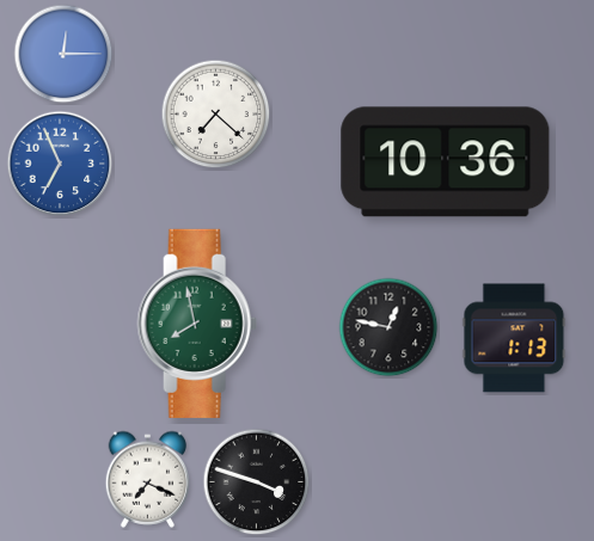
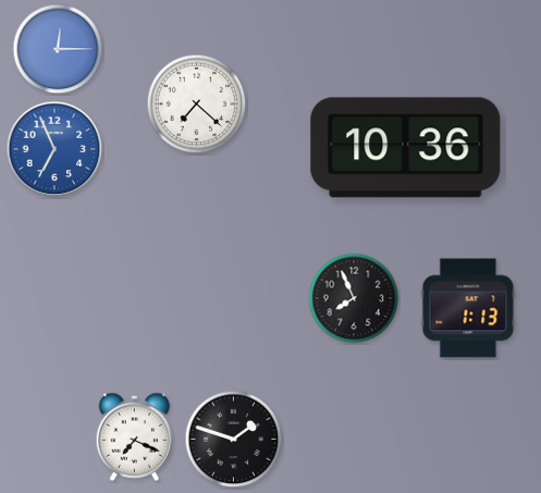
clock at (197, 324): 7:58 -> none
clock at (388, 327): 12:47 -> 7:56
clock at (257, 482): 3:48 -> 1:48
